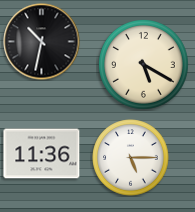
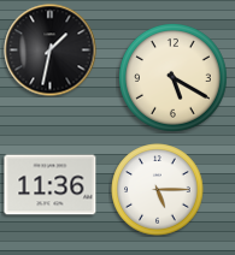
clock at (42, 42): 10:32 -> 1:32
